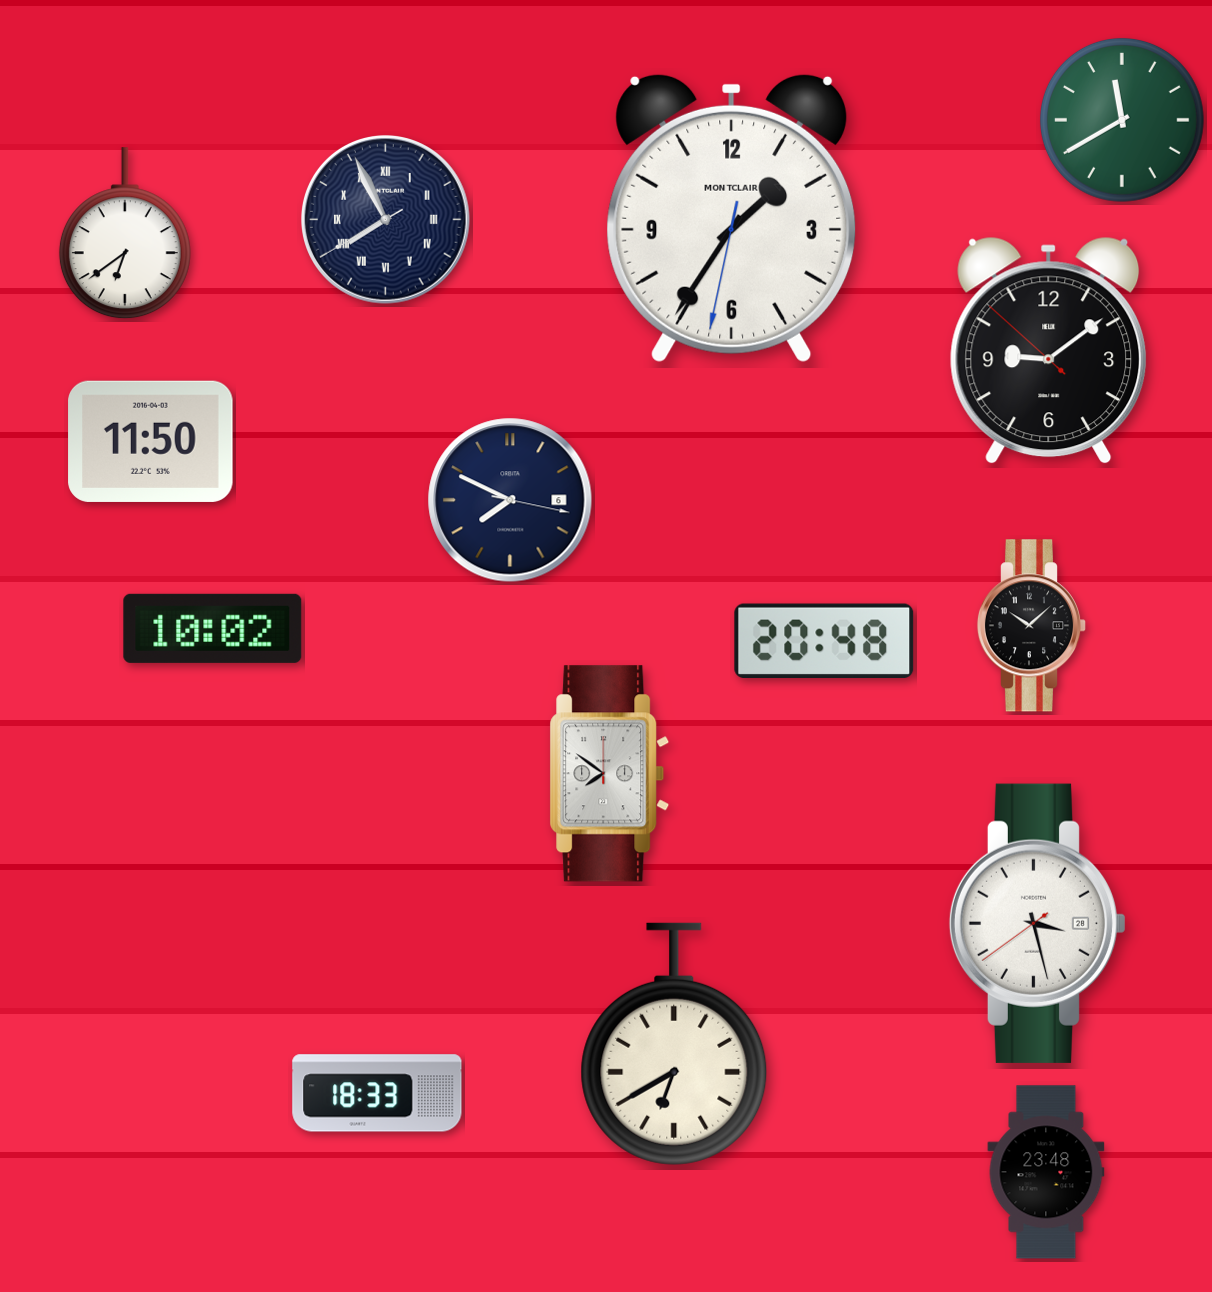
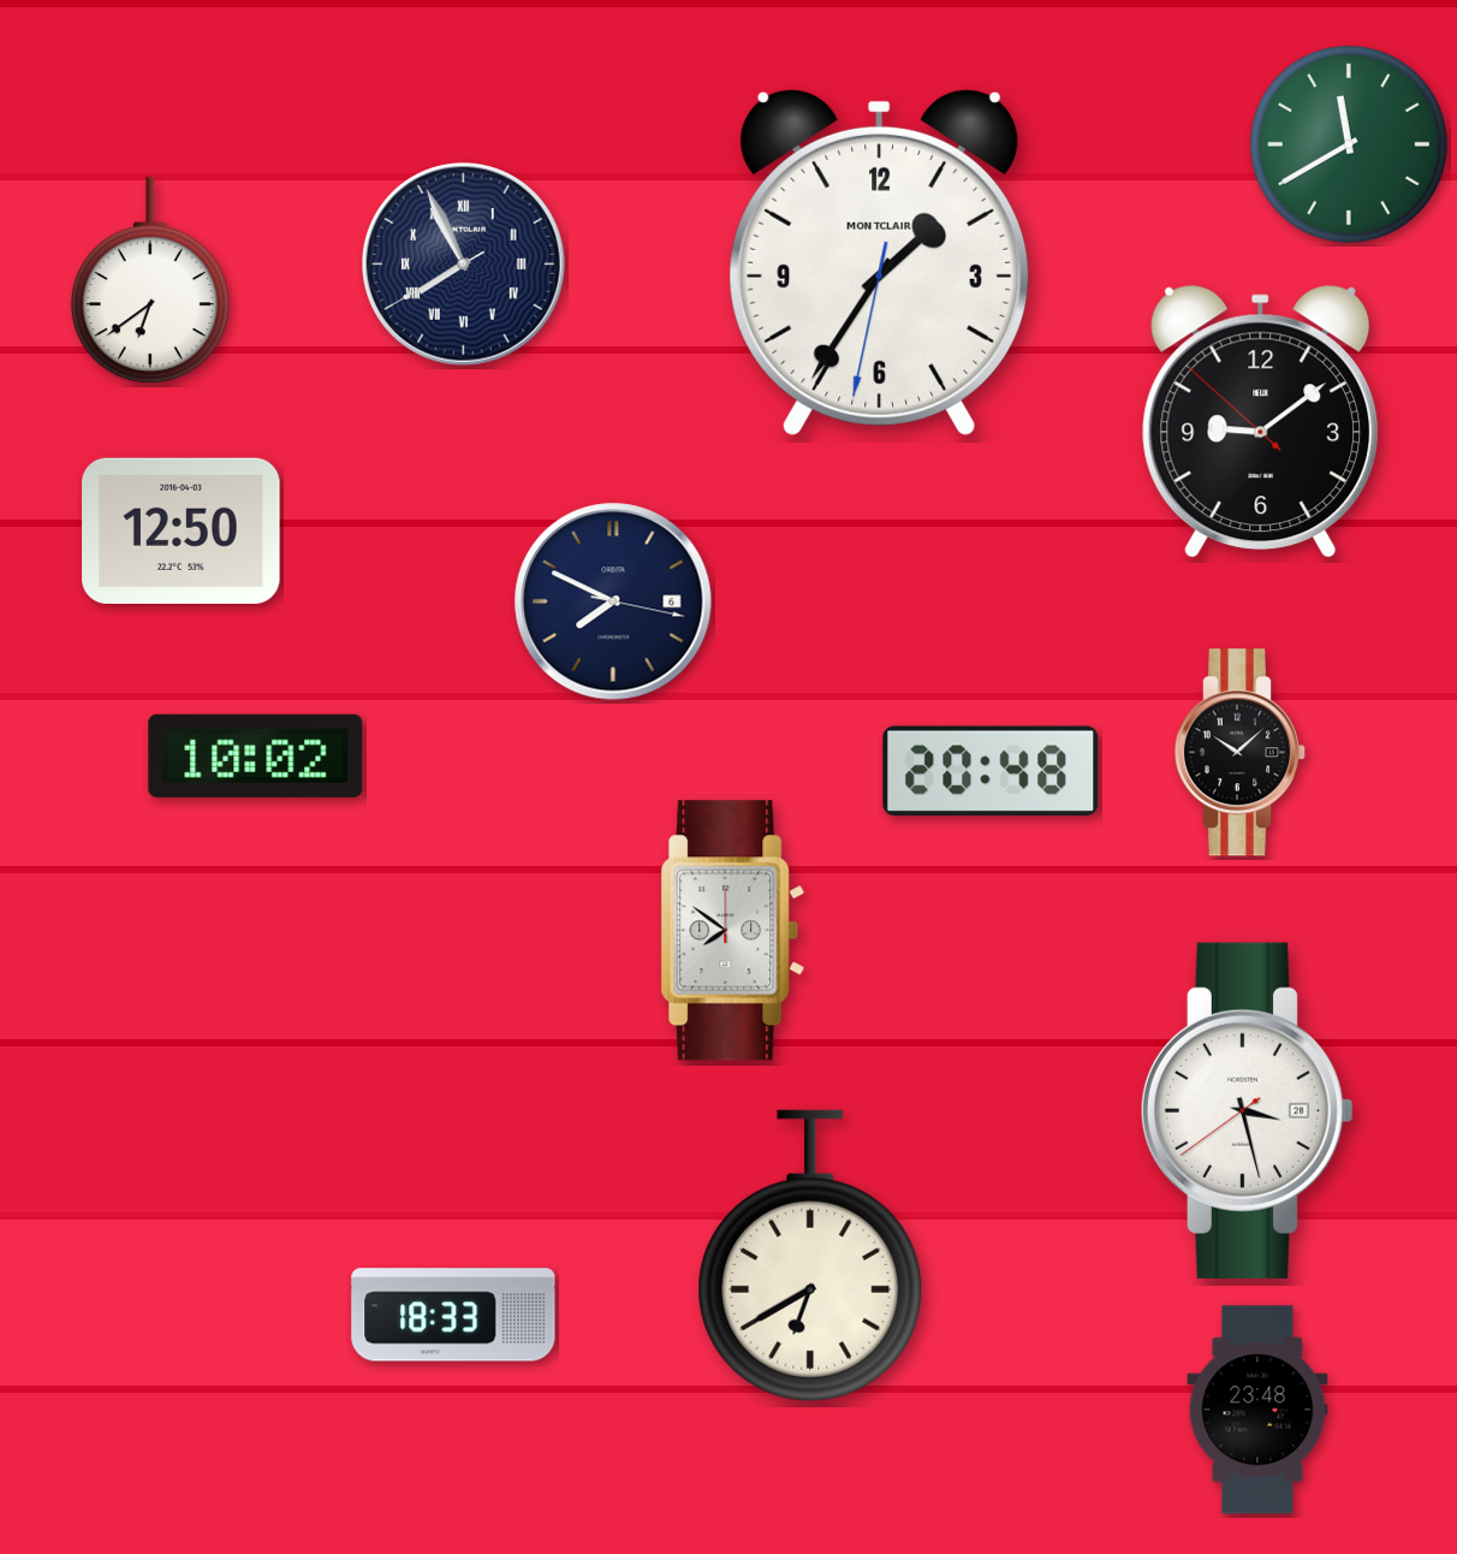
clock at (151, 441): 11:50 -> 12:50
